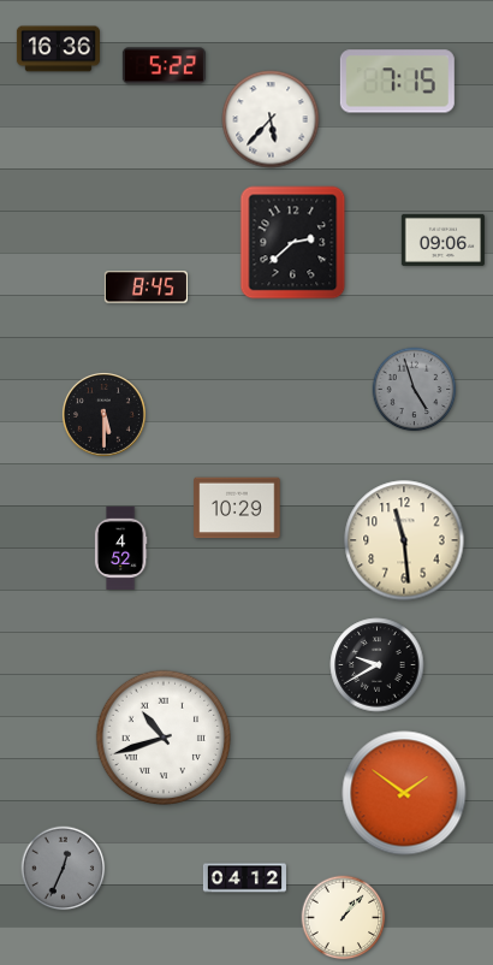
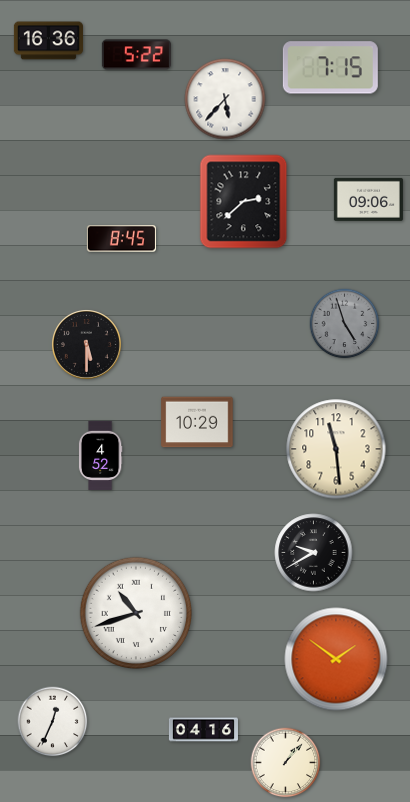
clock at (64, 869) dial: grey -> white
clock at (244, 878): 04:12 -> 04:16
